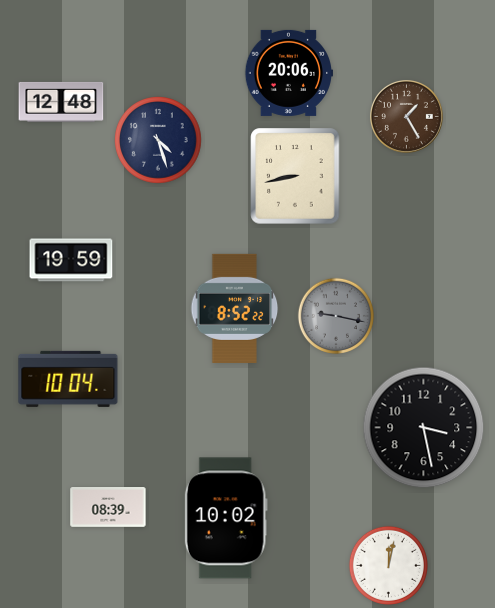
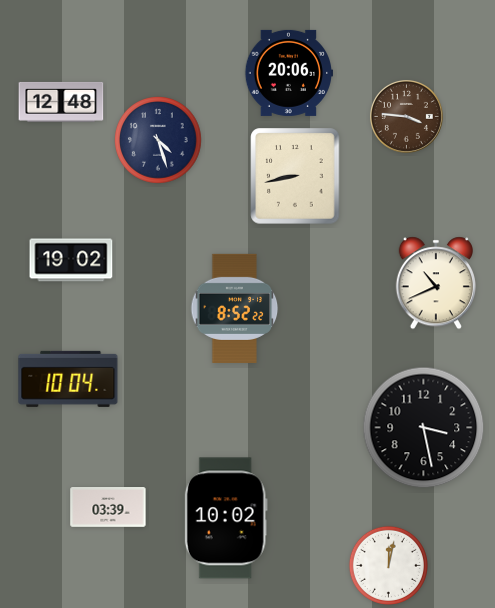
clock at (406, 116): 1:25 -> 3:46
clock at (71, 260): 19:59 -> 19:02
clock at (436, 283): none -> 10:41
clock at (335, 315): 9:17 -> none
clock at (108, 508): 08:39 -> 03:39
